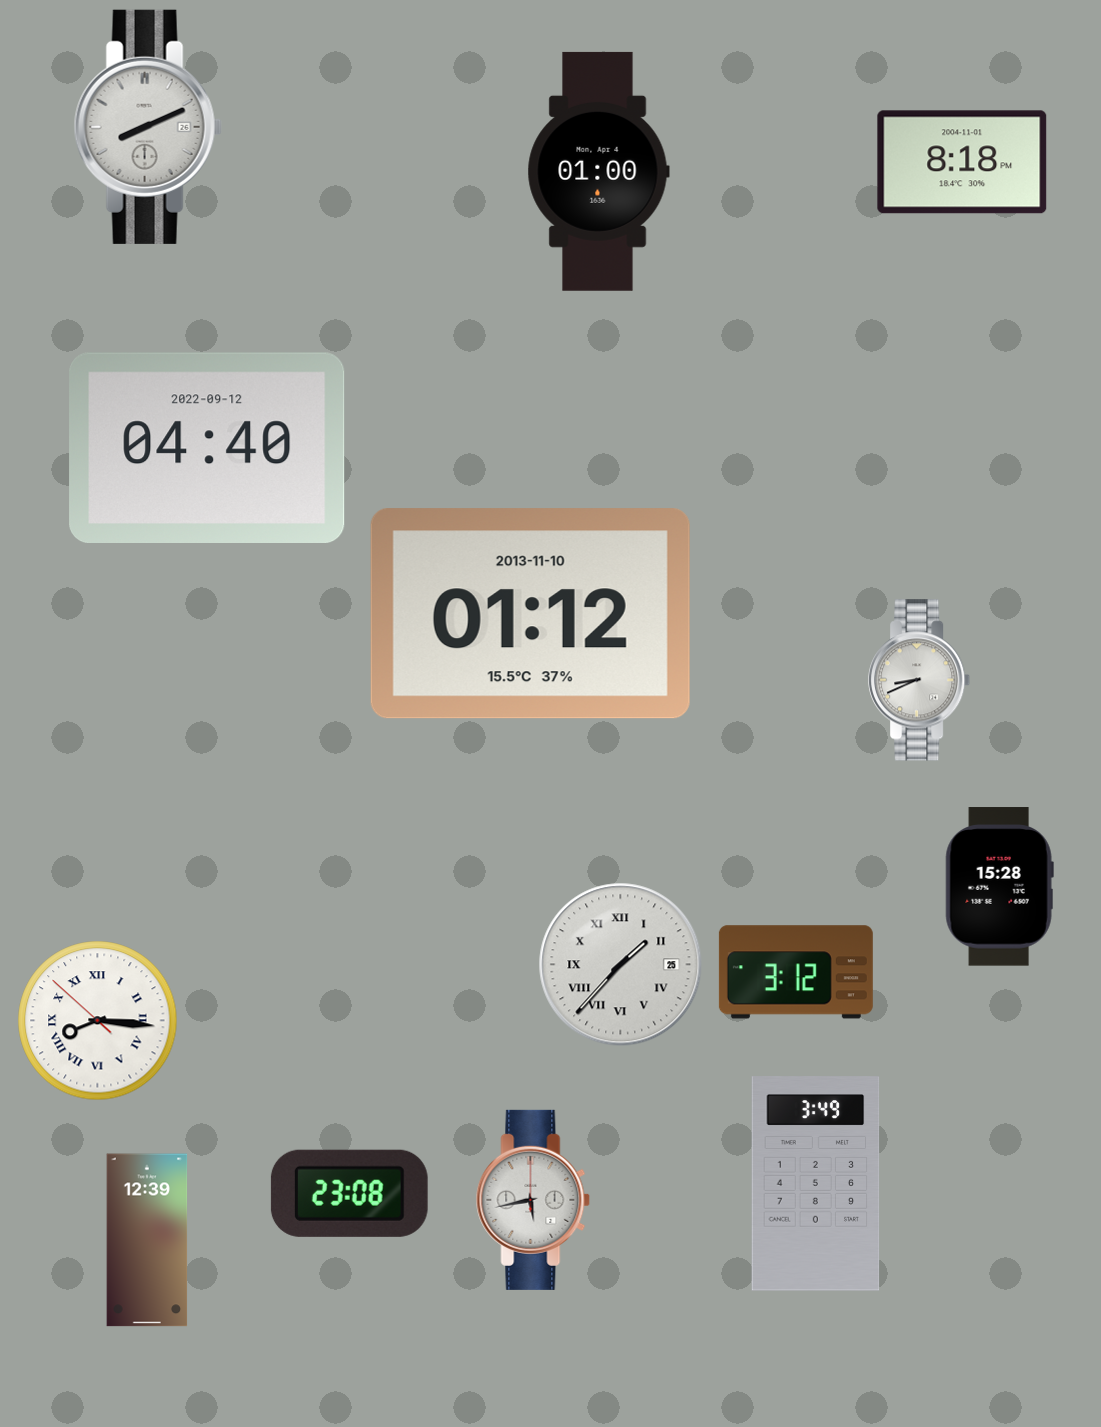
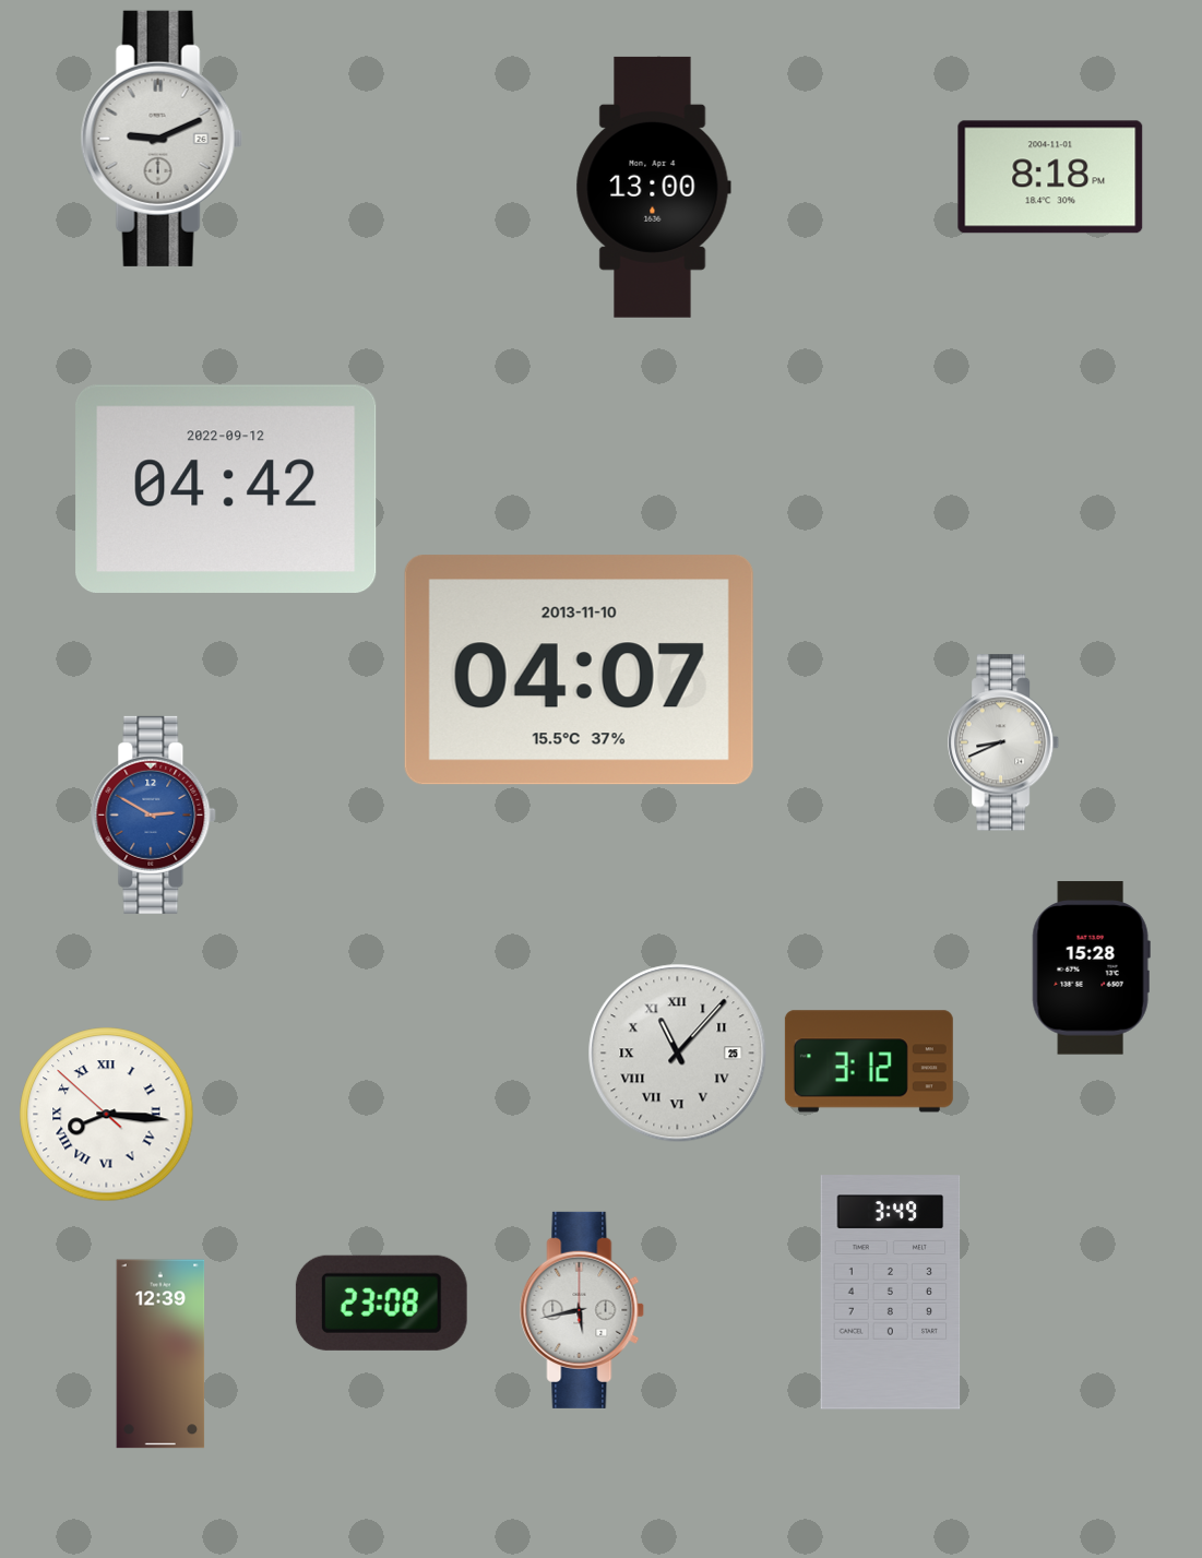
clock at (148, 127): 8:11 -> 9:11
clock at (598, 171): 01:00 -> 13:00
clock at (207, 447): 04:40 -> 04:42
clock at (530, 614): 01:12 -> 04:07
clock at (154, 814): none -> 2:50
clock at (621, 965): 1:37 -> 11:07
